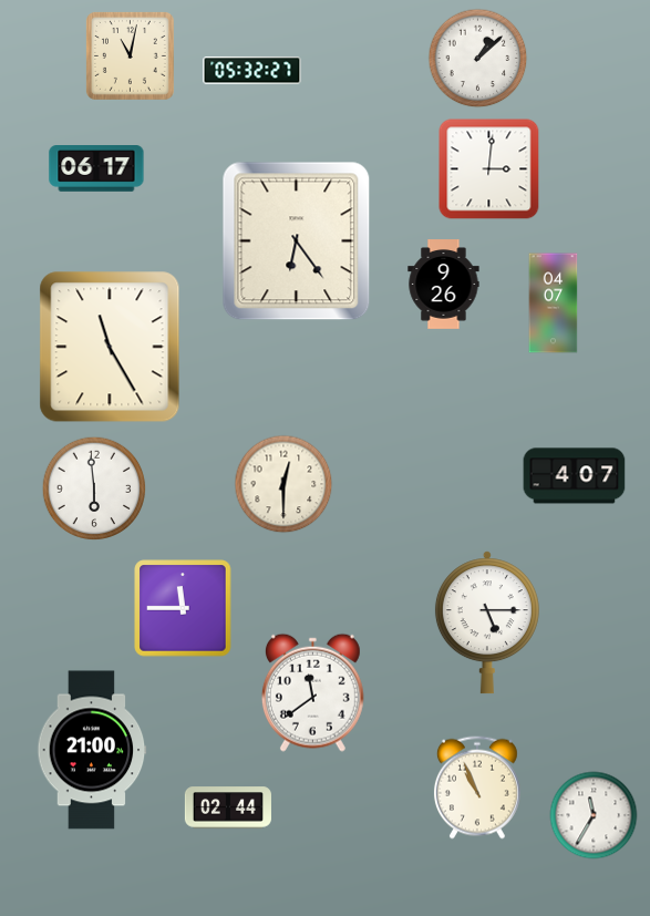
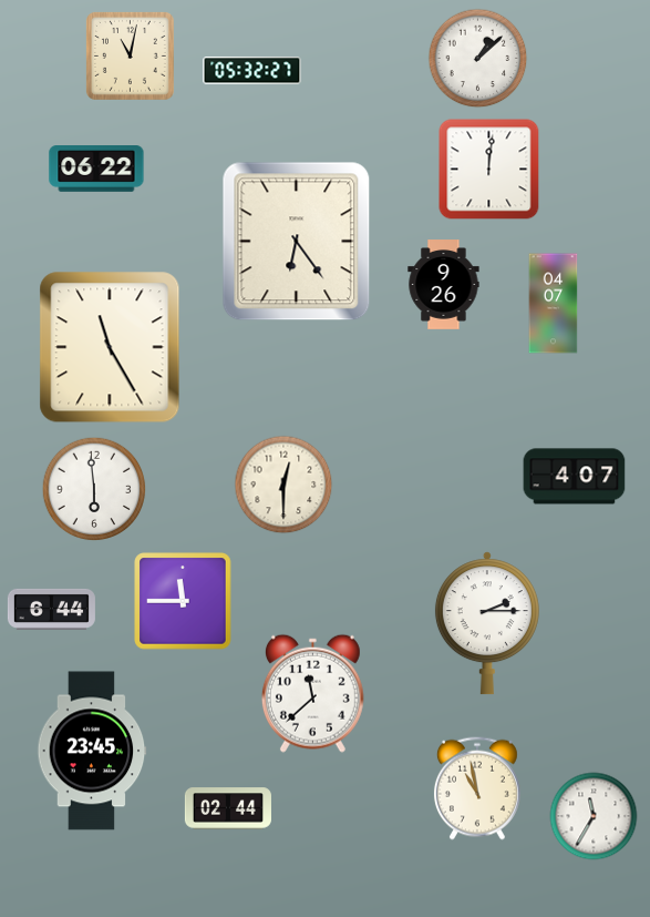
clock at (96, 168): 06:17 -> 06:22
clock at (489, 169): 3:01 -> 12:01
clock at (51, 609): none -> 6:44
clock at (183, 608) position: (183, 608) -> (183, 601)
clock at (487, 622): 5:15 -> 2:15
clock at (312, 692): 11:39 -> 11:38
clock at (92, 750): 21:00 -> 23:45
clock at (477, 788): 10:56 -> 10:58
